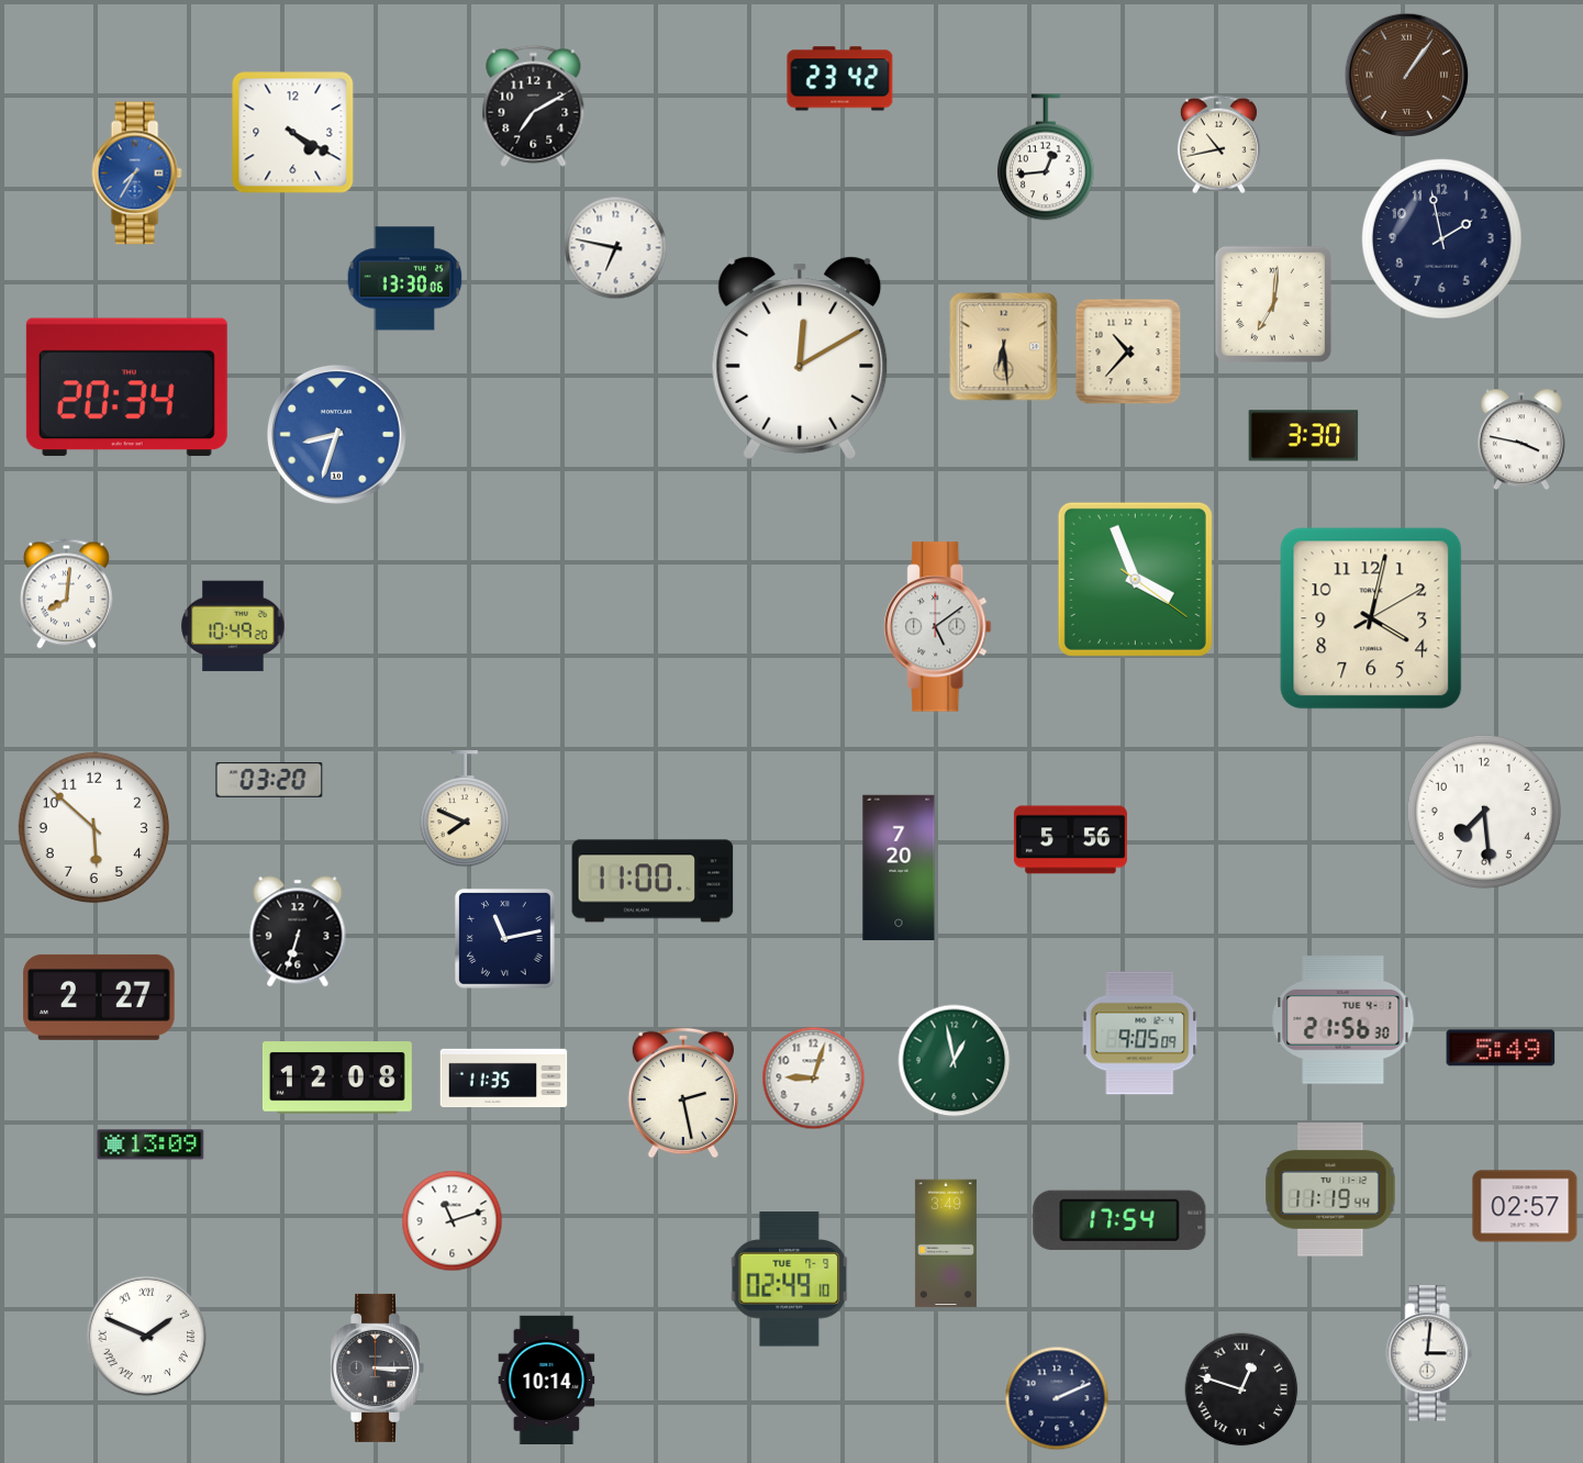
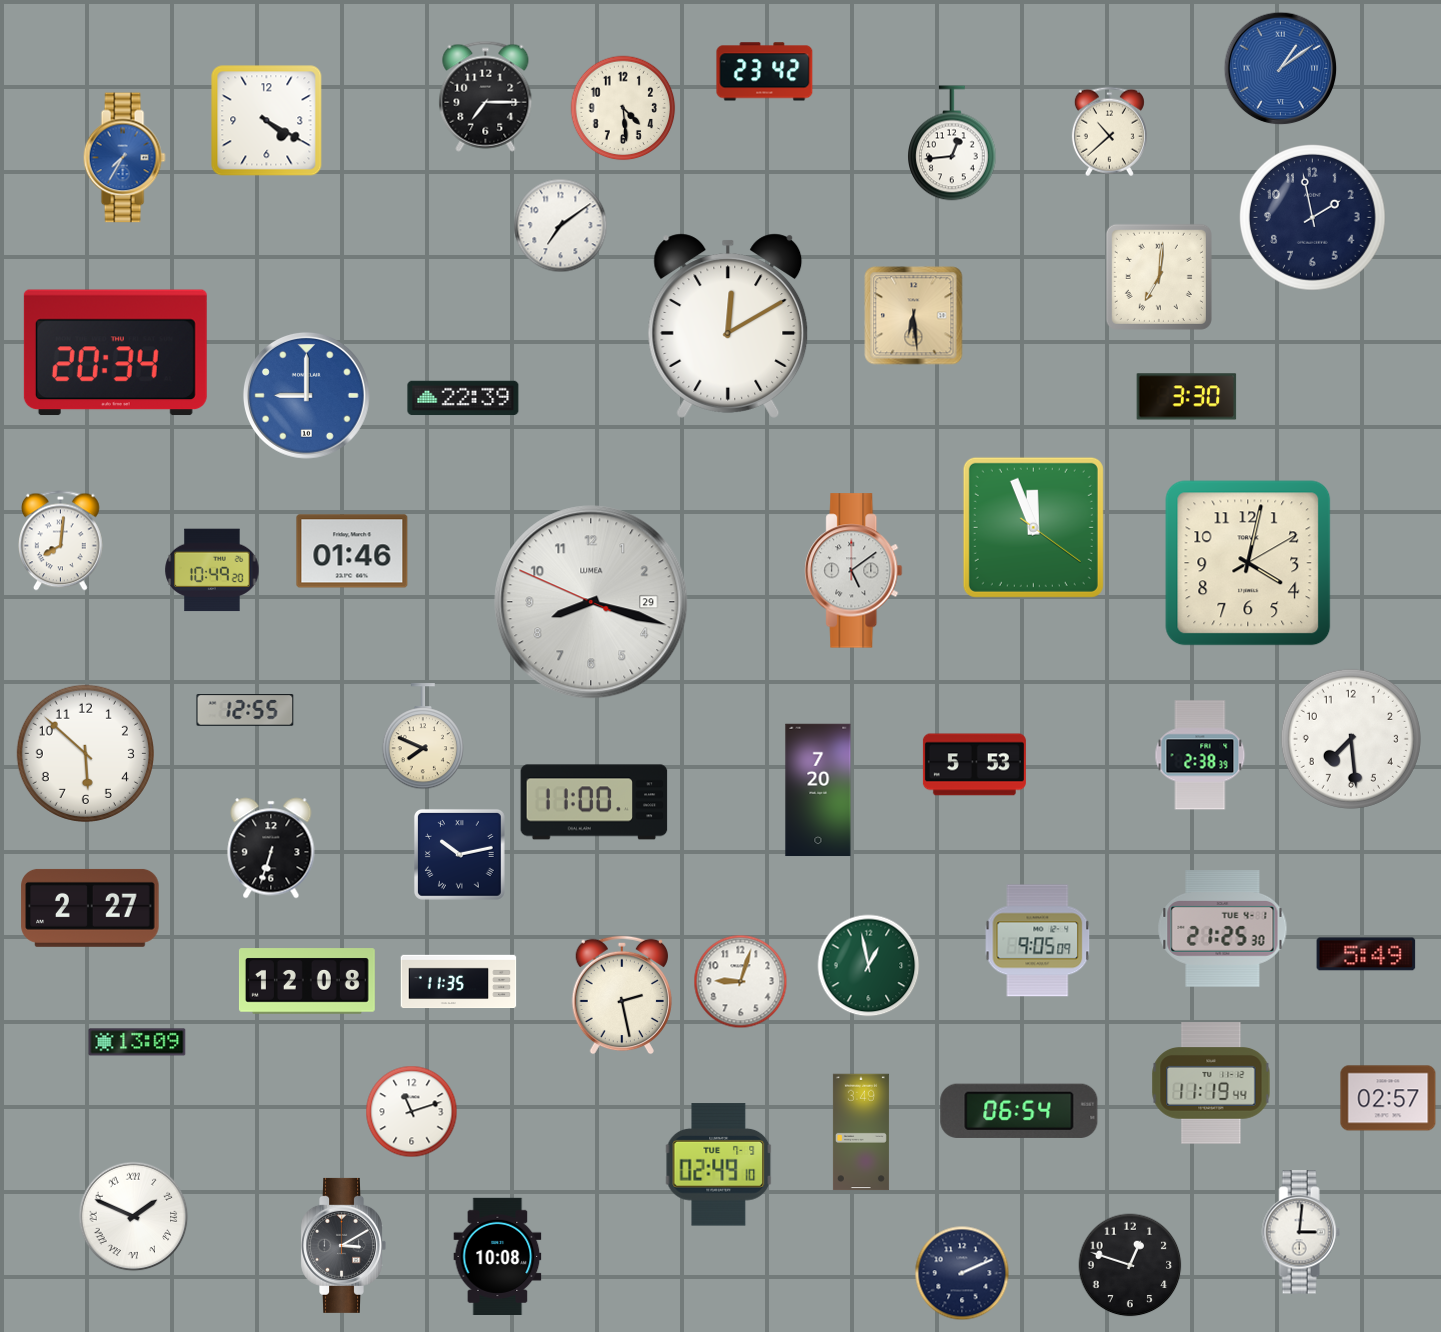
clock at (1407, 76): 1:06 -> 1:09
clock at (1407, 76) dial: brown -> blue
clock at (534, 105): 7:10 -> 7:15
clock at (623, 108): none -> 4:29
clock at (1218, 145): 10:43 -> 10:38
clock at (616, 248): 6:47 -> 7:09
clock at (405, 279): 13:30 -> none
clock at (1128, 351): 10:37 -> none
clock at (336, 434): 8:33 -> 9:00
clock at (463, 398): none -> 22:39
clock at (1521, 439): 3:47 -> none
clock at (1135, 579): 3:56 -> 11:56
clock at (352, 551): none -> 01:46
clock at (591, 602): none -> 8:17
clock at (269, 780): 03:20 -> 12:55
clock at (1200, 755): none -> 2:38
clock at (1070, 840): 5:56 -> 5:53
clock at (504, 938): 11:13 -> 10:13
clock at (1344, 1020): 21:56 -> 21:25
clock at (1119, 1220): 17:54 -> 06:54
clock at (377, 1367): 3:15 -> 3:10
clock at (547, 1380): 10:14 -> 10:08
clock at (1241, 1389) numerals: Roman -> Arabic
